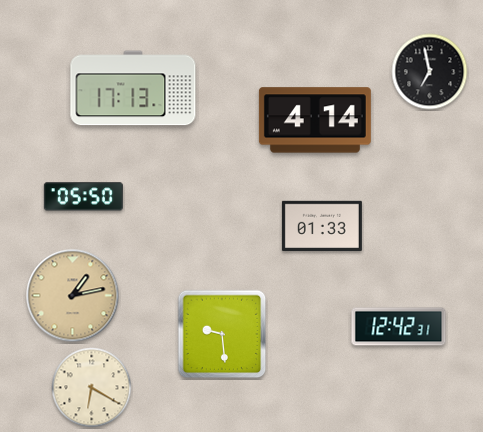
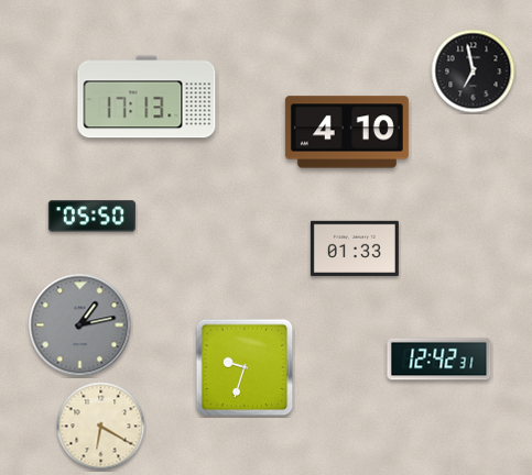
clock at (430, 72) position: (430, 72) -> (474, 71)
clock at (315, 120): 4:14 -> 4:10
clock at (73, 296) dial: champagne -> grey
clock at (222, 334): 9:29 -> 9:33
